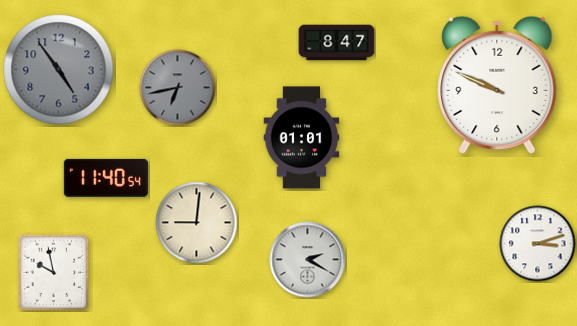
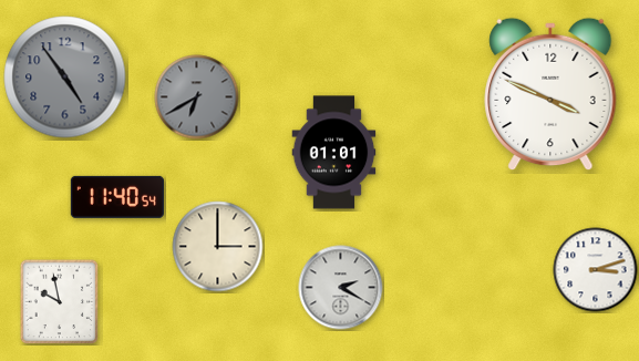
clock at (337, 43): 8:47 -> none
clock at (497, 85): 9:49 -> 3:49
clock at (178, 88): 6:43 -> 6:40
clock at (197, 223): 9:01 -> 3:00
